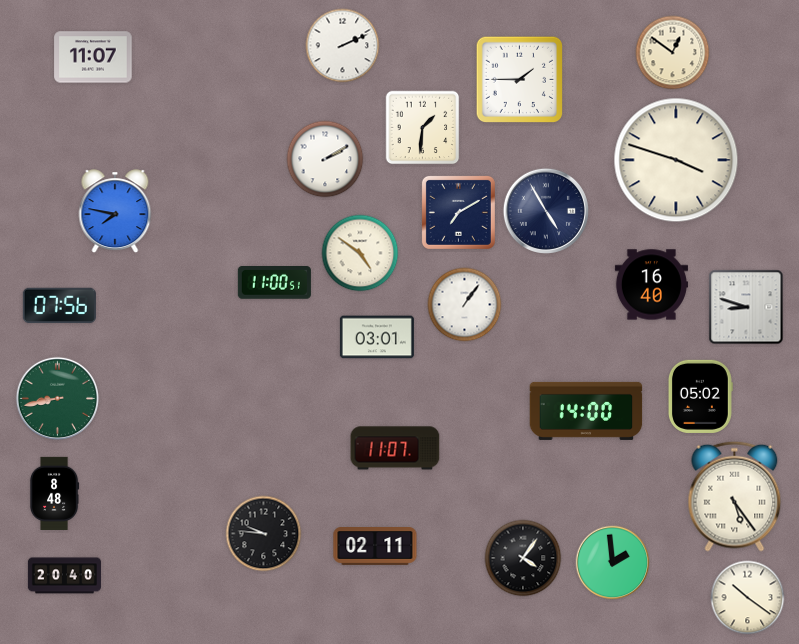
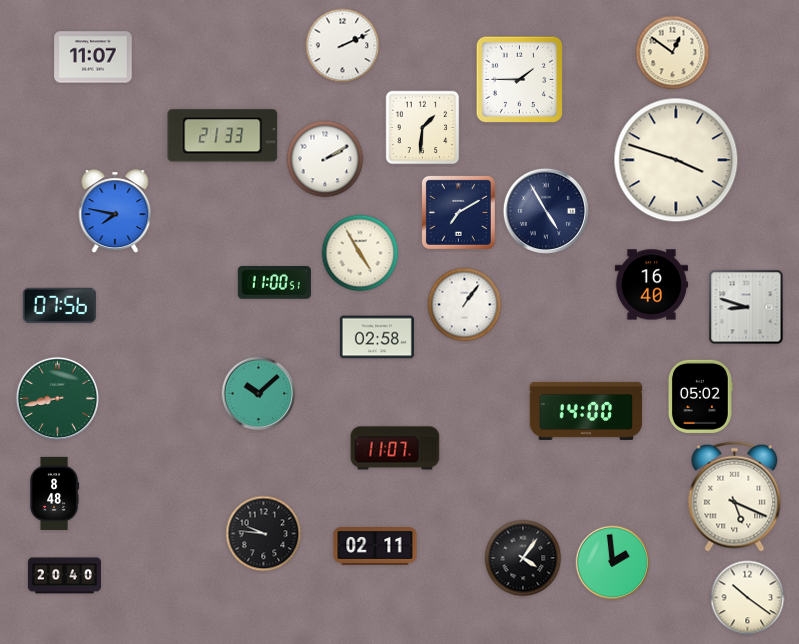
clock at (223, 136): none -> 21:33
clock at (360, 253): 4:51 -> 4:55
clock at (377, 337): 03:01 -> 02:58
clock at (259, 394): none -> 10:08
clock at (735, 496): 5:24 -> 5:19
